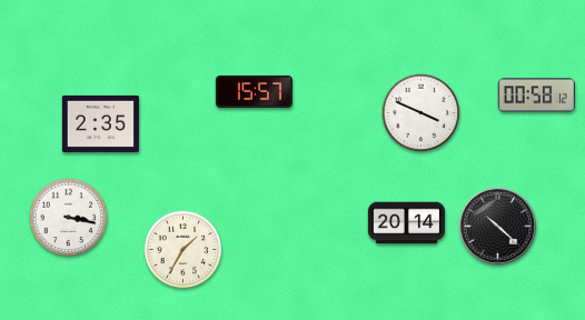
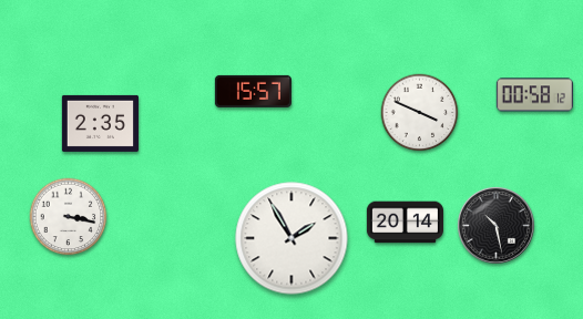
clock at (497, 226): 10:22 -> 10:28
clock at (291, 238): none -> 1:55
clock at (184, 250): 1:35 -> none
